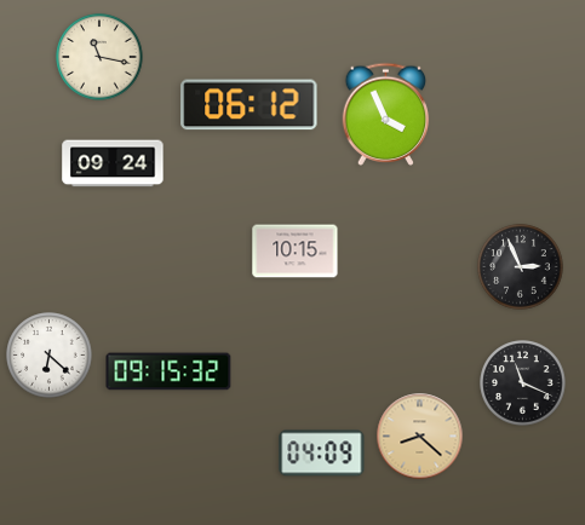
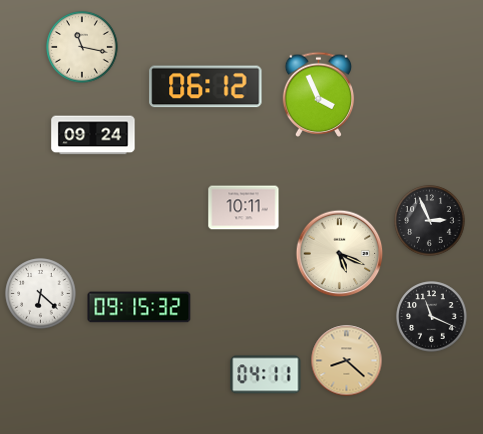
clock at (296, 252): 10:15 -> 10:11
clock at (340, 254): none -> 5:19
clock at (322, 454): 04:09 -> 04:11
